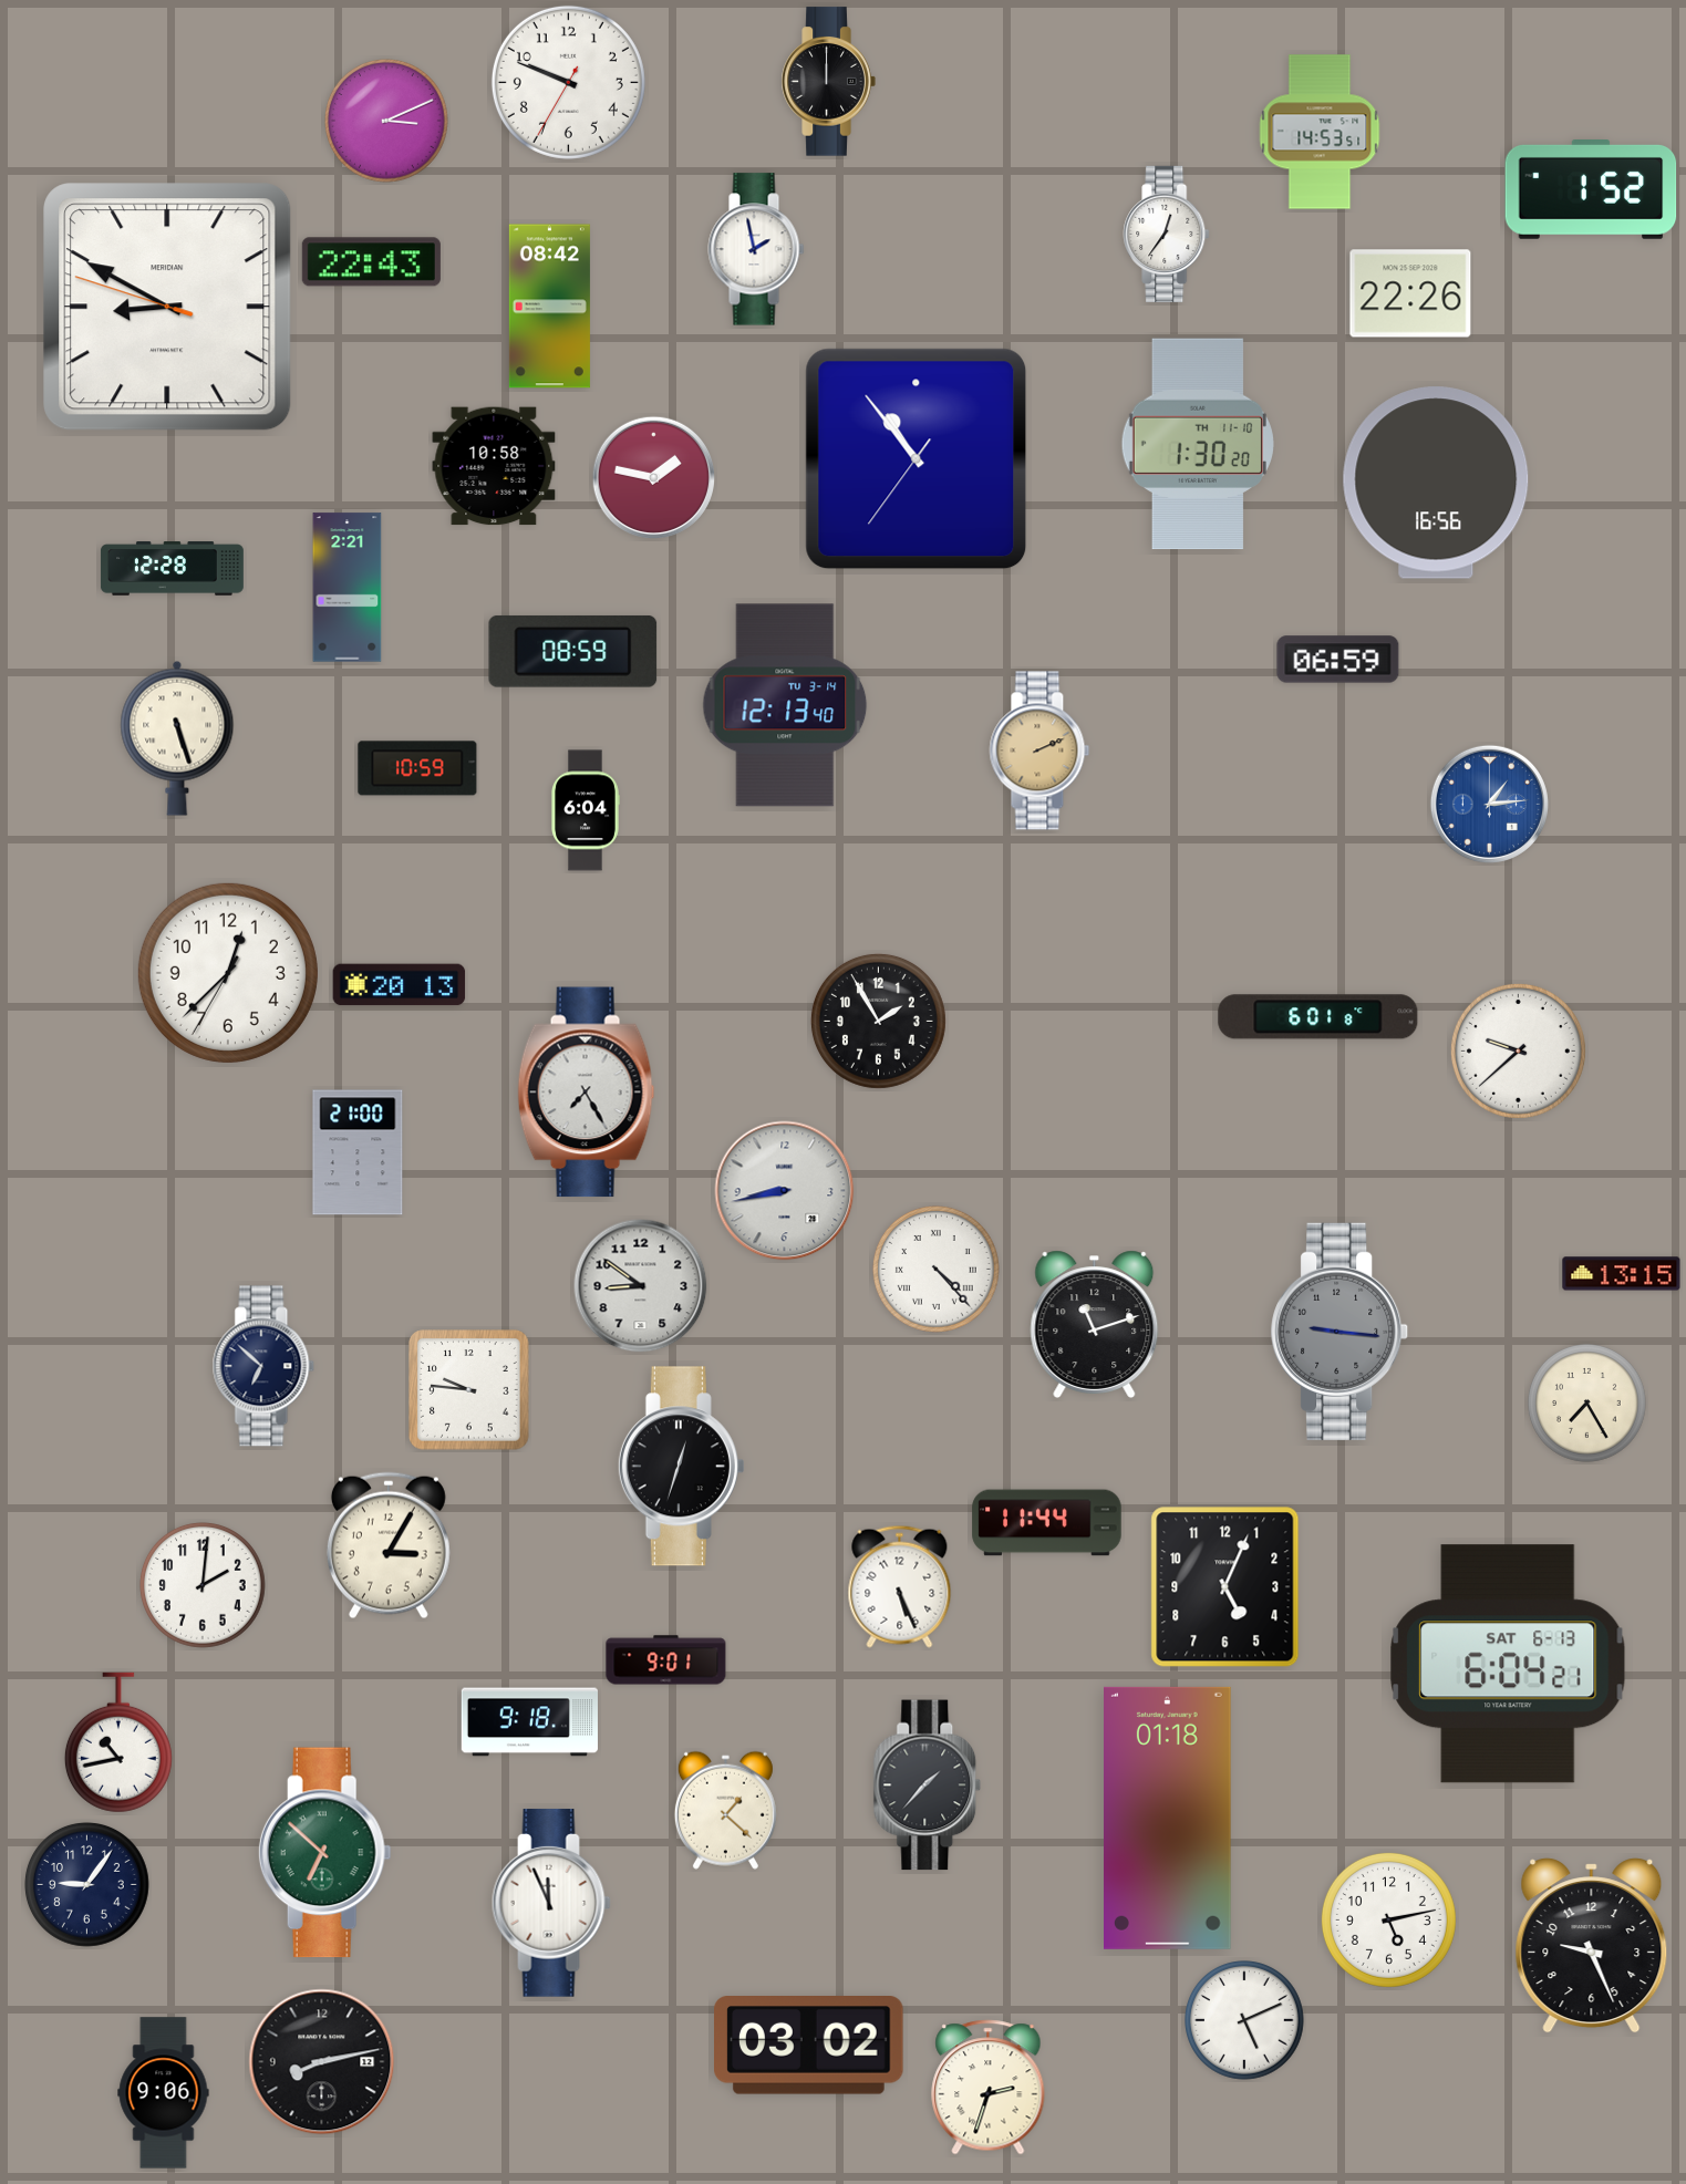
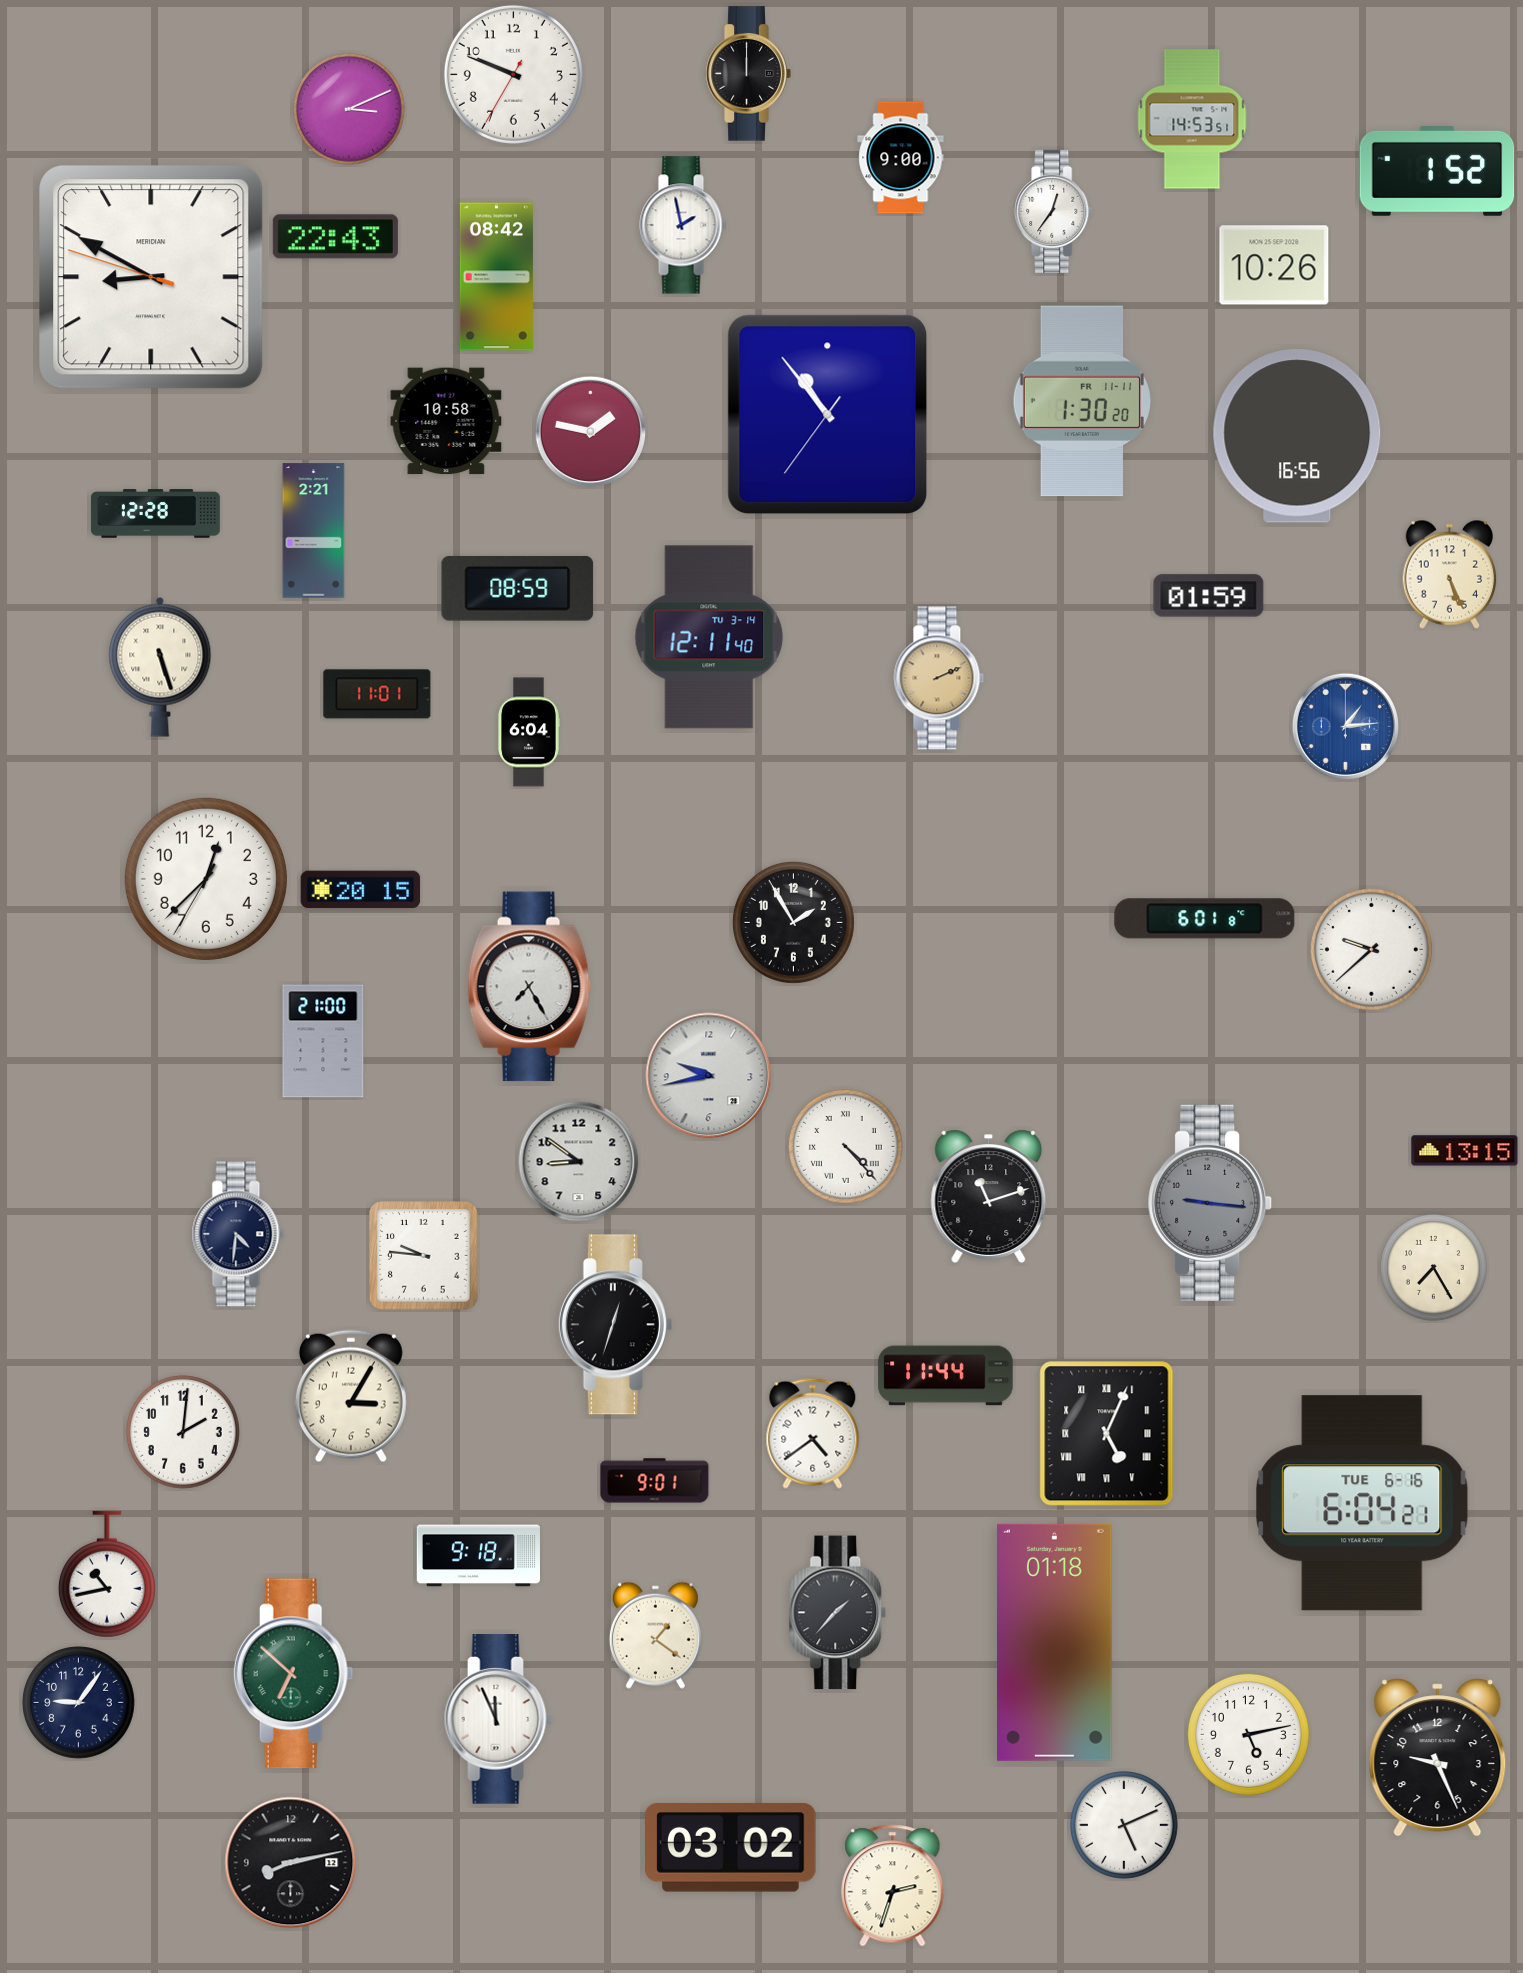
clock at (901, 158): none -> 9:00
clock at (1410, 293): 22:26 -> 10:26
clock at (1198, 444) date: TH 11-10 -> FR 11-11
clock at (1450, 574): none -> 5:26
clock at (1338, 660): 06:59 -> 01:59
clock at (785, 705): 12:13 -> 12:11
clock at (417, 768): 10:59 -> 11:01
clock at (400, 985): 20:13 -> 20:15
clock at (1318, 1017) position: (1318, 1017) -> (1205, 919)
clock at (785, 1191): 8:43 -> 9:43
clock at (263, 1366): 6:52 -> 4:31
clock at (900, 1586): 5:26 -> 4:39
clock at (1225, 1587) numerals: Arabic -> Roman
clock at (666, 1660) position: (666, 1660) -> (655, 1481)
clock at (1508, 1664) date: SAT 6-13 -> TUE 6-16
clock at (725, 1810): 1:22 -> 1:21
clock at (1388, 1919) position: (1388, 1919) -> (1248, 1734)
clock at (164, 2093): 9:06 -> none
